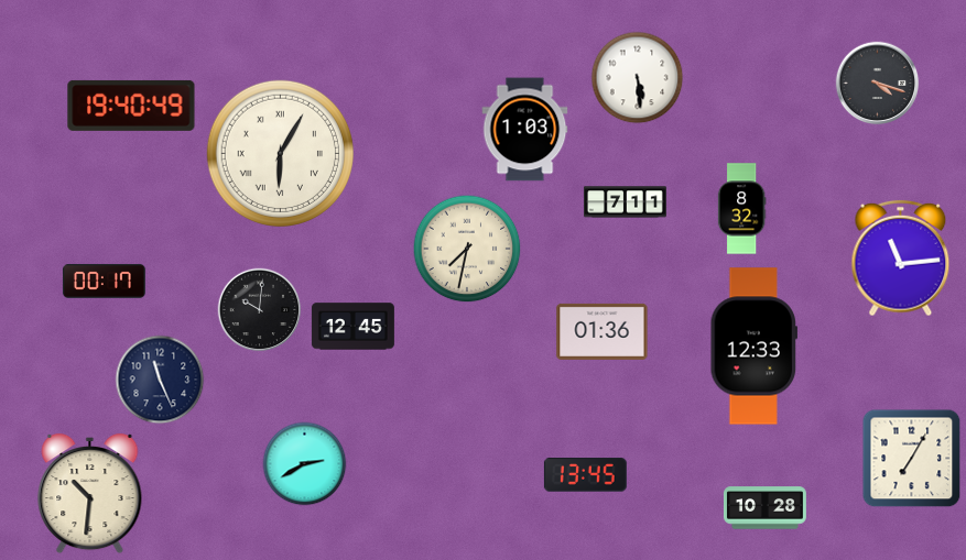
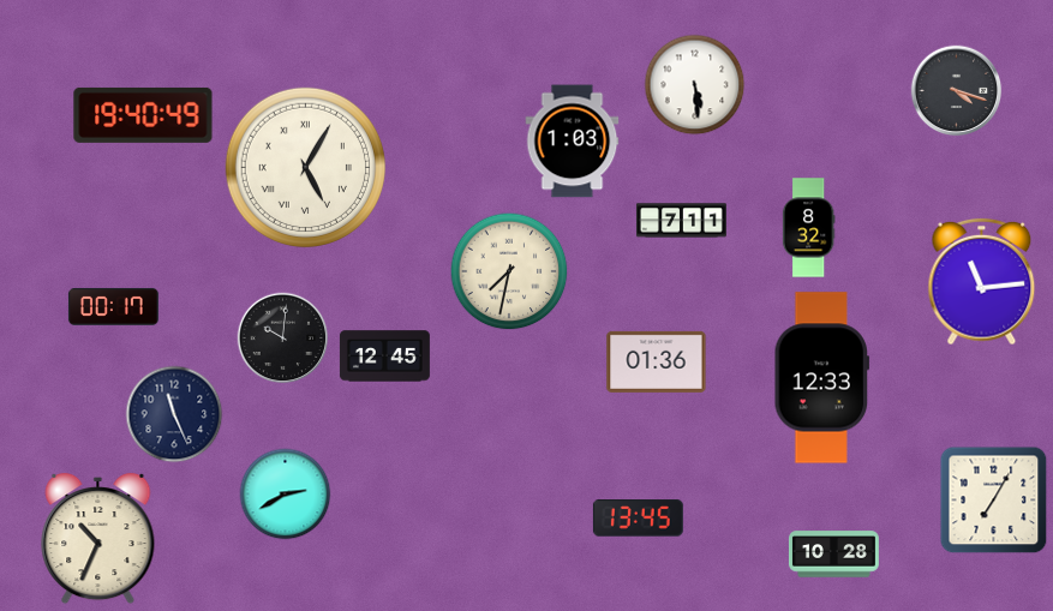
clock at (280, 153): 6:05 -> 5:05
clock at (305, 464) position: (305, 464) -> (286, 495)
clock at (90, 494): 10:31 -> 10:34
